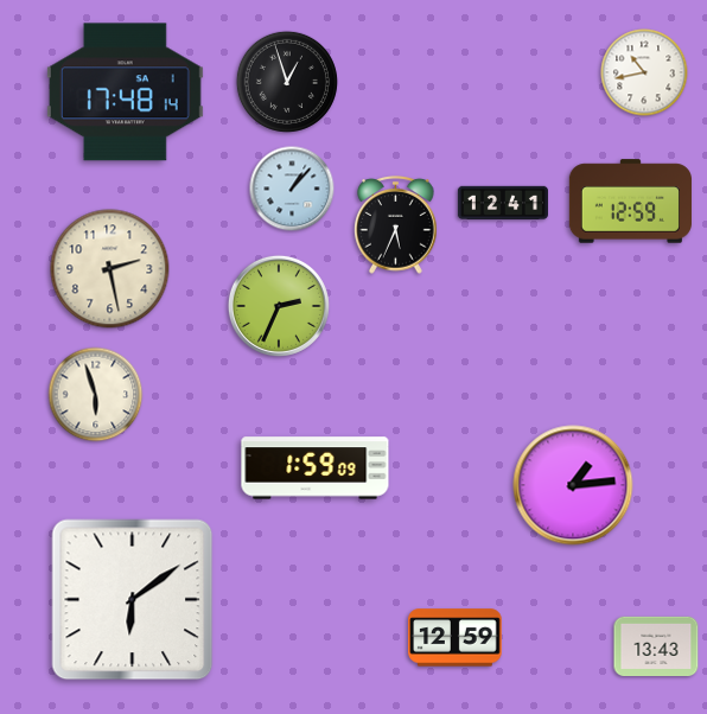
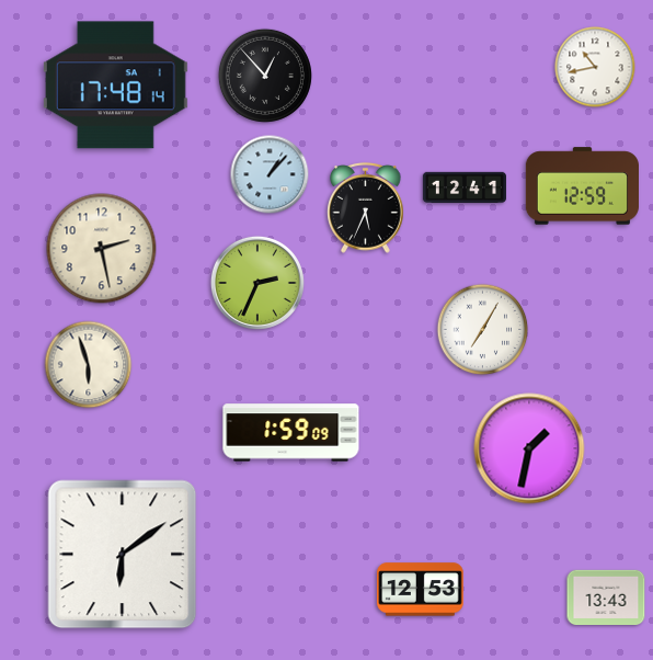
clock at (287, 82): 12:57 -> 12:53
clock at (483, 330): none -> 7:05
clock at (573, 485): 1:14 -> 1:32
clock at (456, 638): 12:59 -> 12:53
